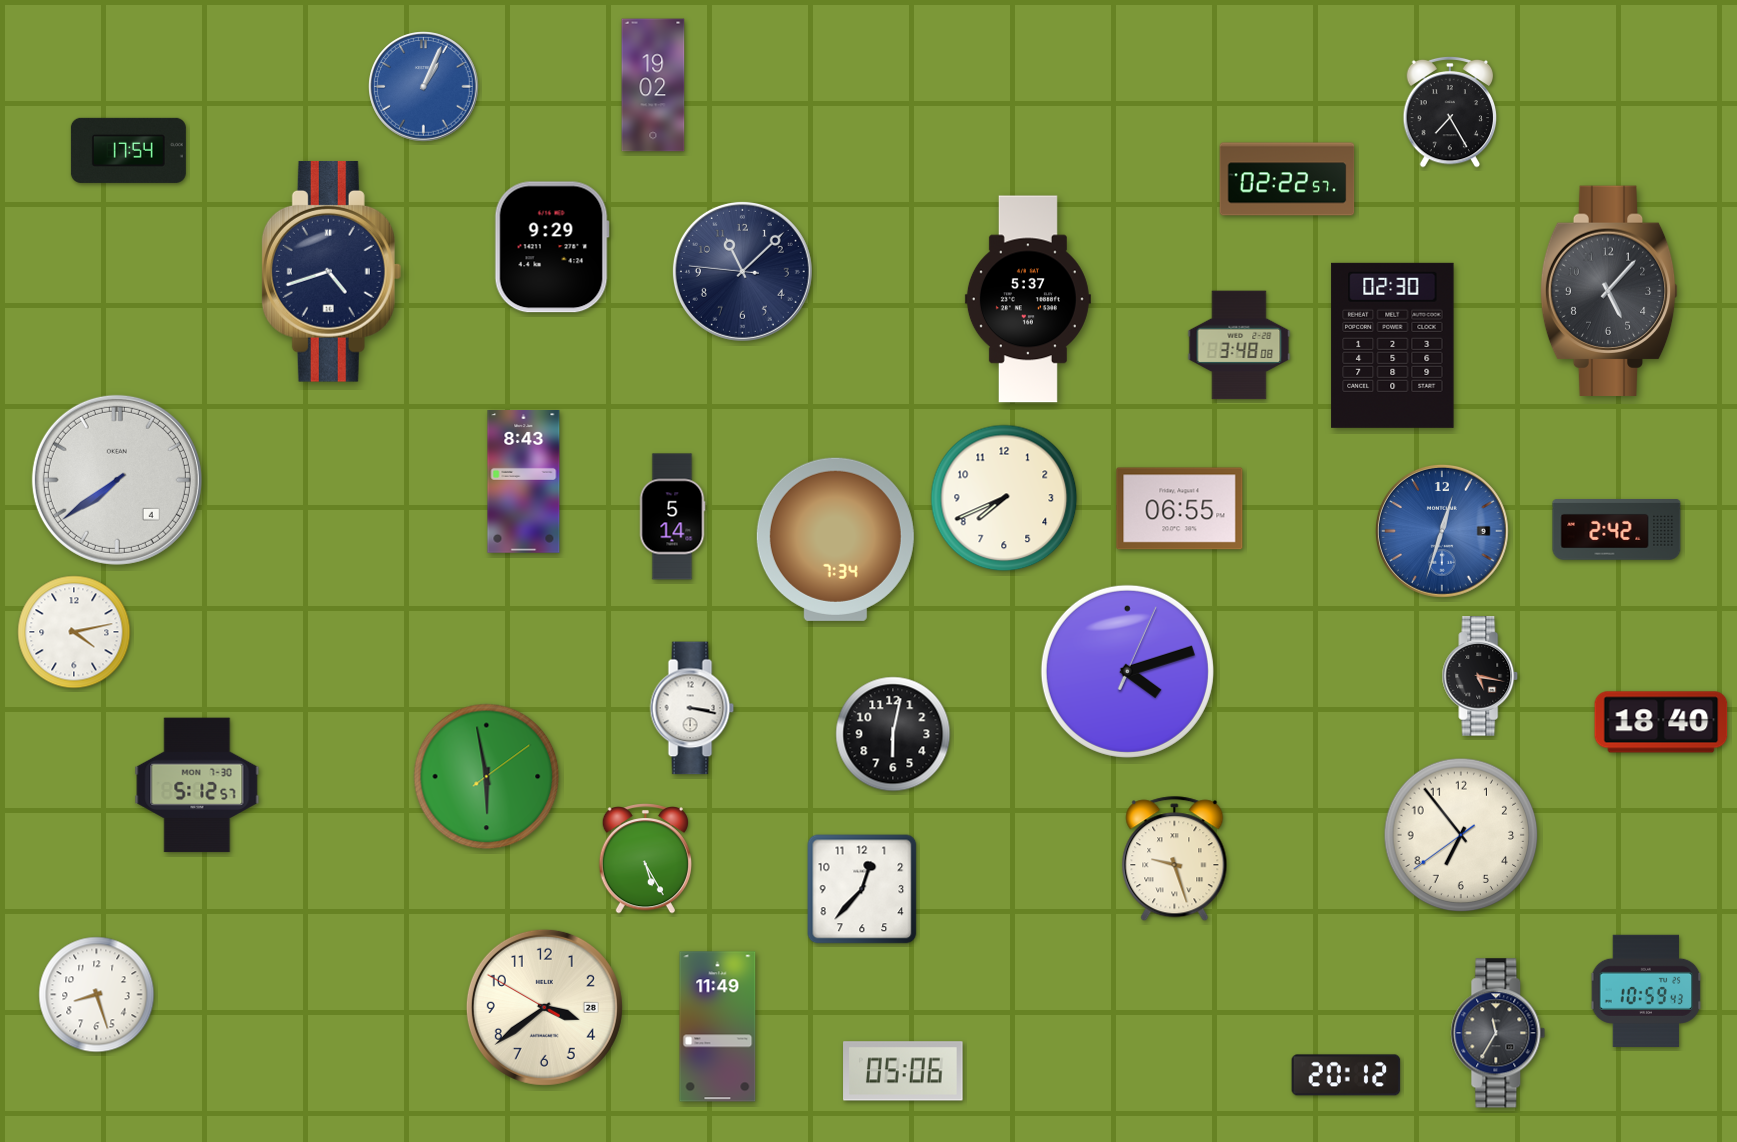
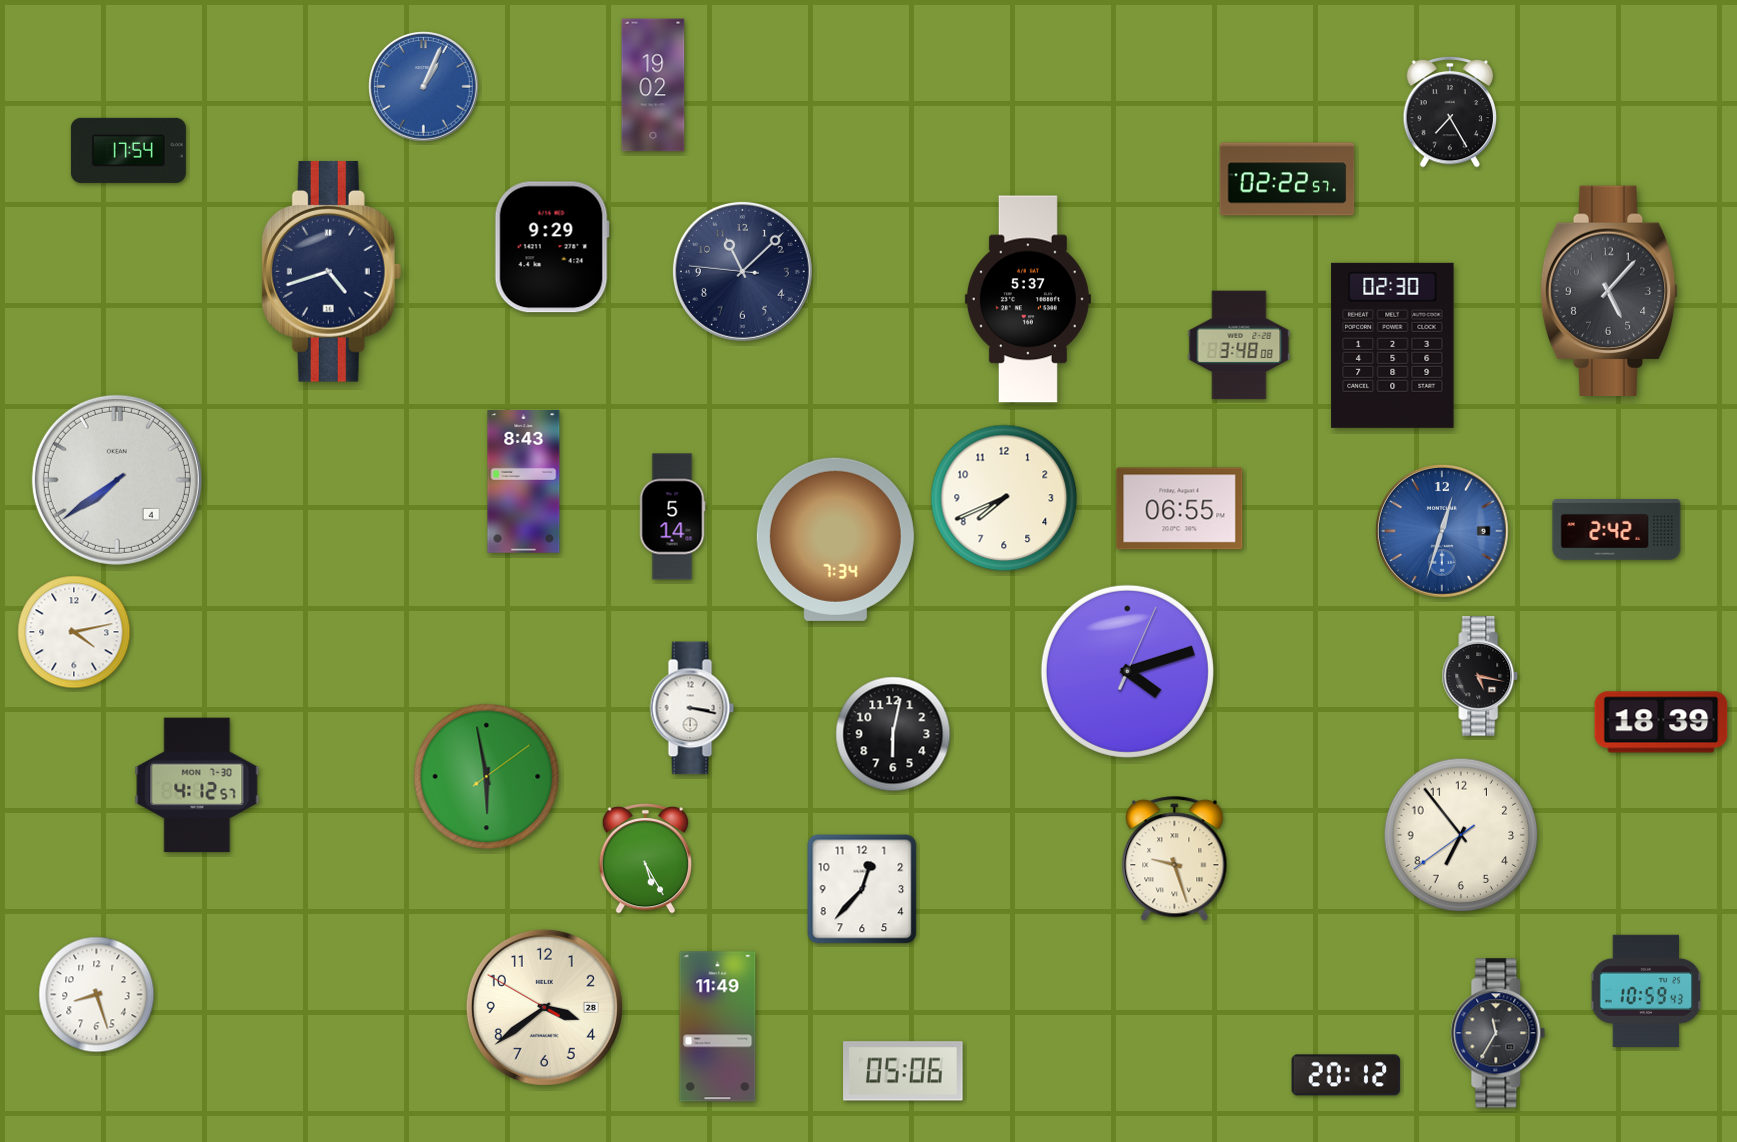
clock at (1661, 722): 18:40 -> 18:39
clock at (197, 785): 5:12 -> 4:12
